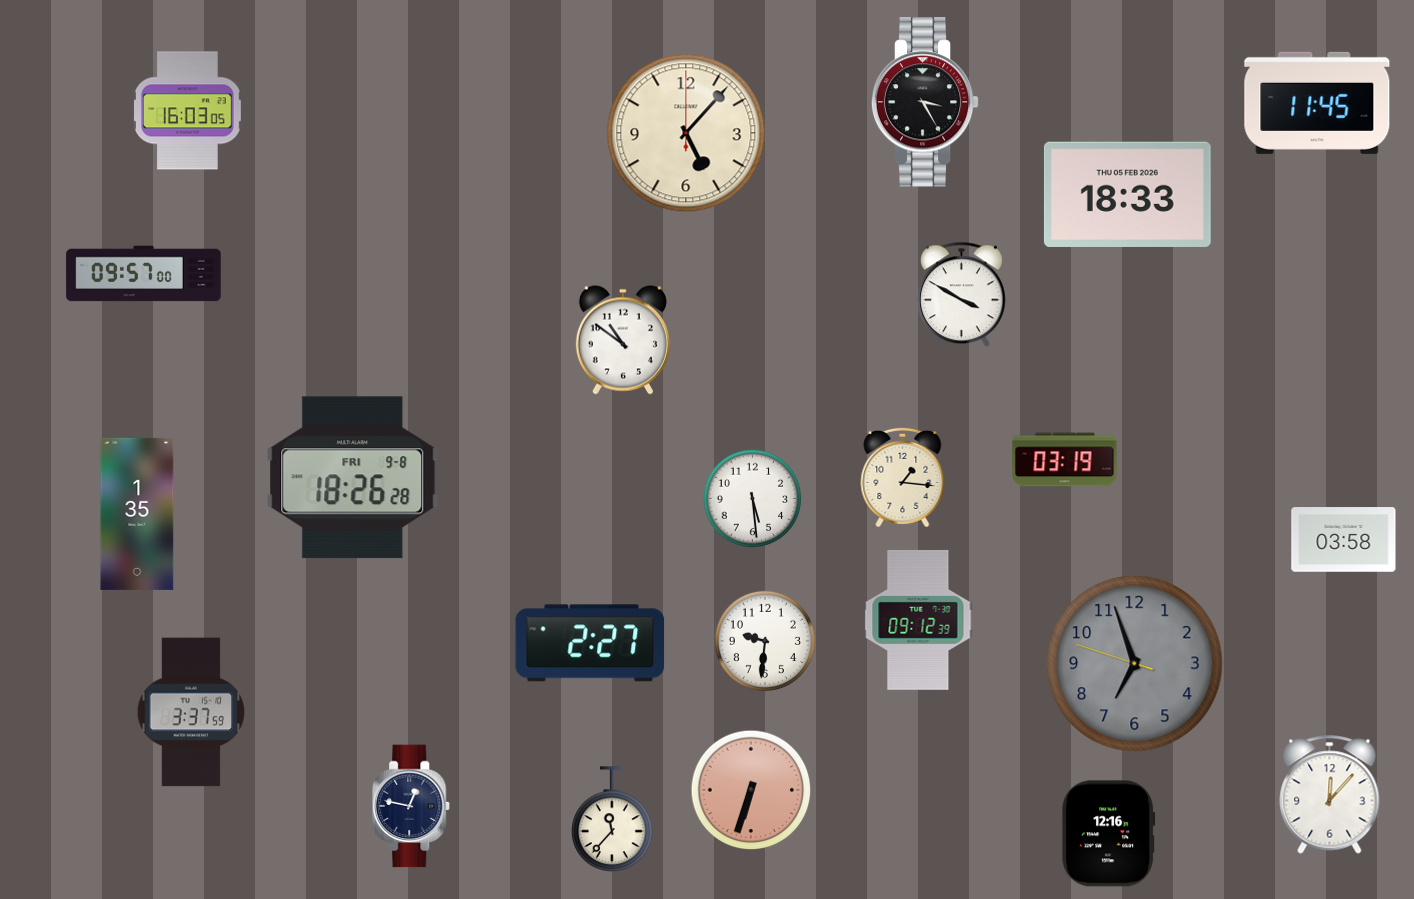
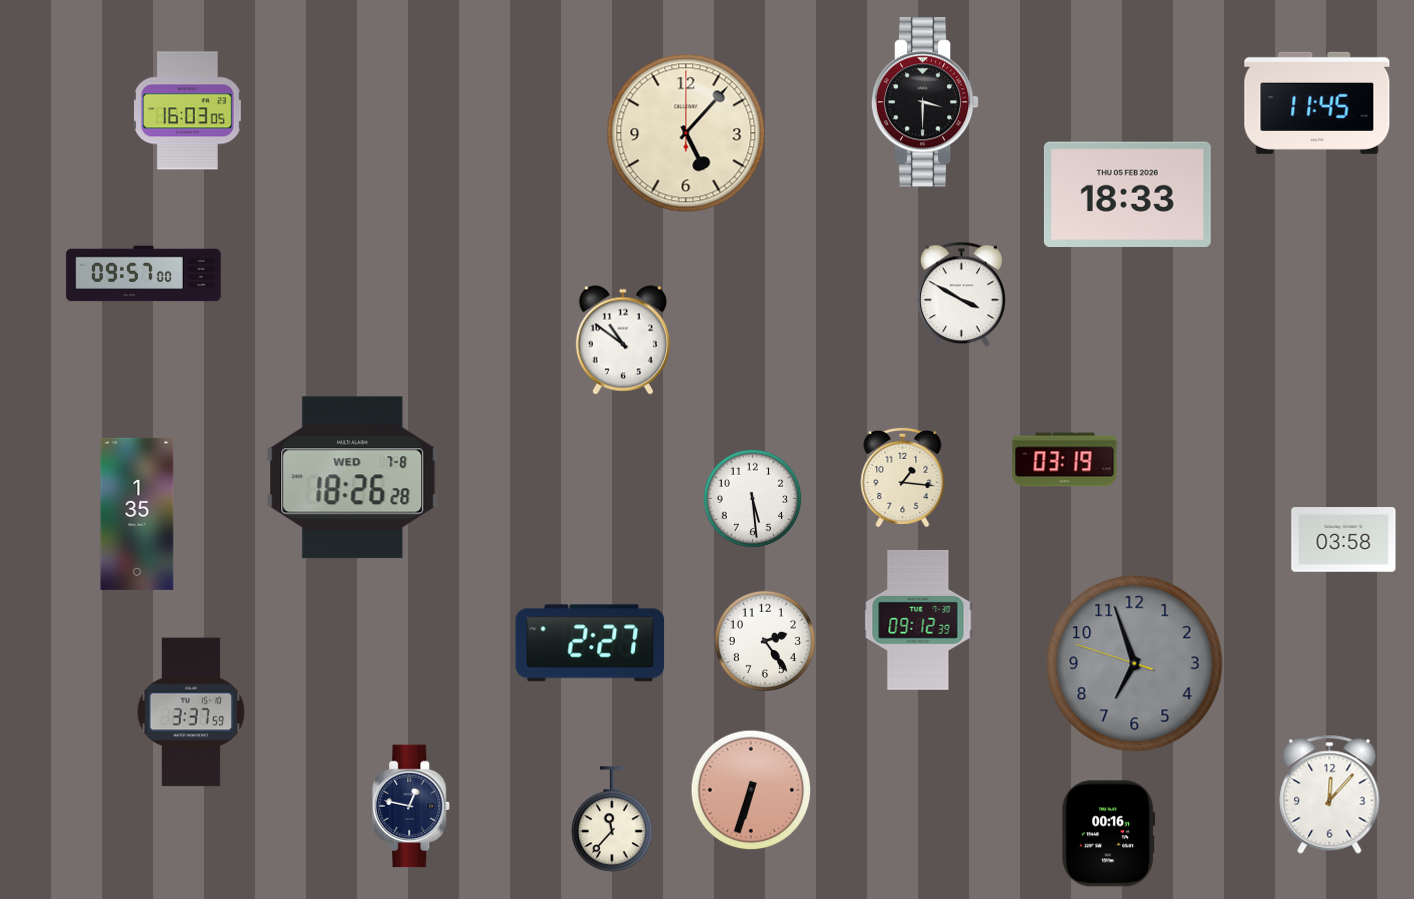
clock at (925, 102): 3:25 -> 3:30
clock at (353, 478) date: FRI 9-8 -> WED 7-8
clock at (765, 641): 9:31 -> 2:24
clock at (1109, 834): 12:16 -> 00:16
